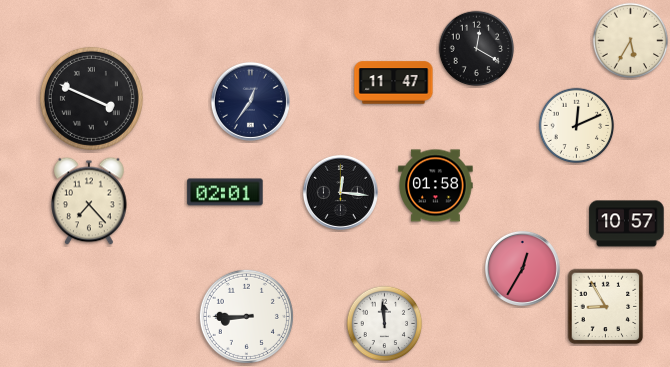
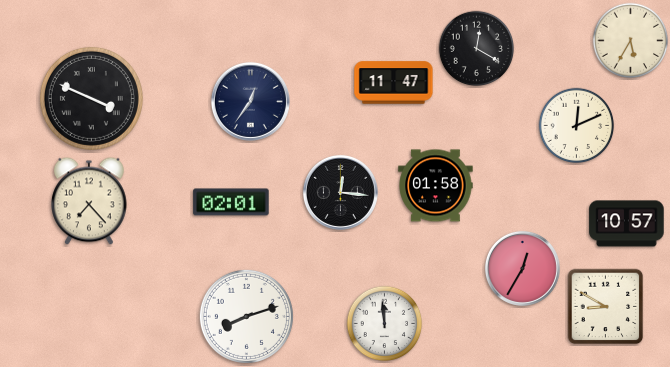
clock at (225, 192) position: (225, 192) -> (231, 202)
clock at (606, 307): 8:55 -> 8:50
clock at (246, 316): 8:45 -> 8:12
